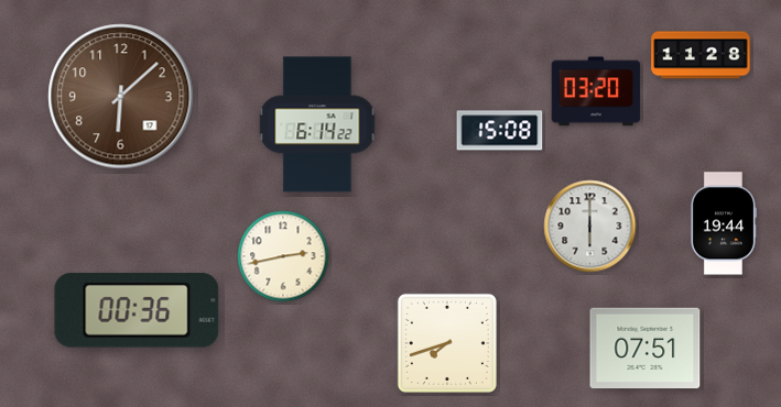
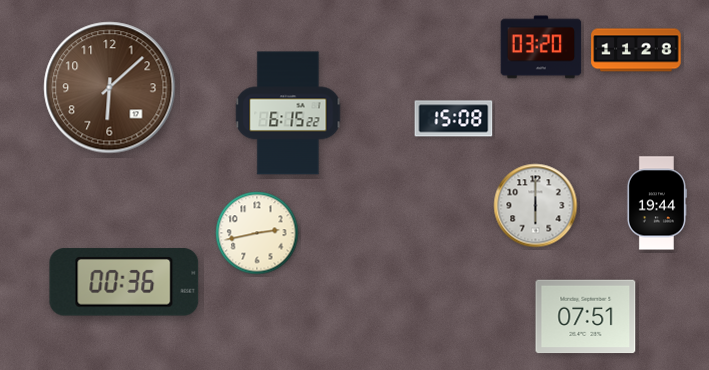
clock at (596, 91) position: (596, 91) -> (541, 47)
clock at (317, 124): 6:14 -> 6:15
clock at (447, 343): 7:42 -> none
